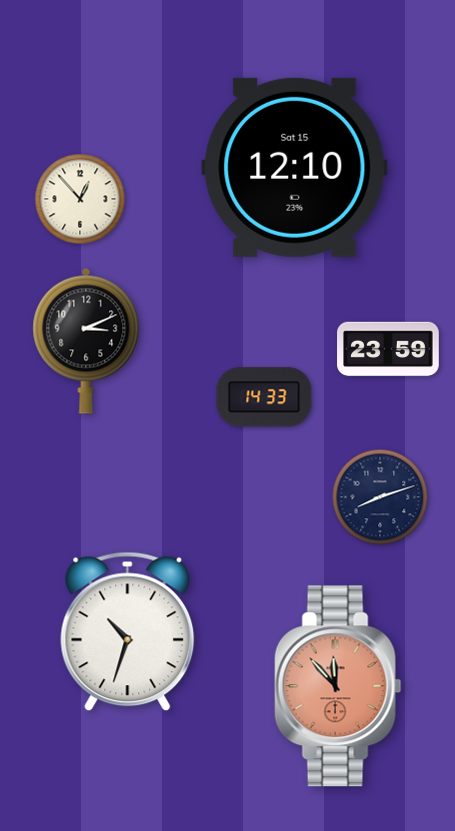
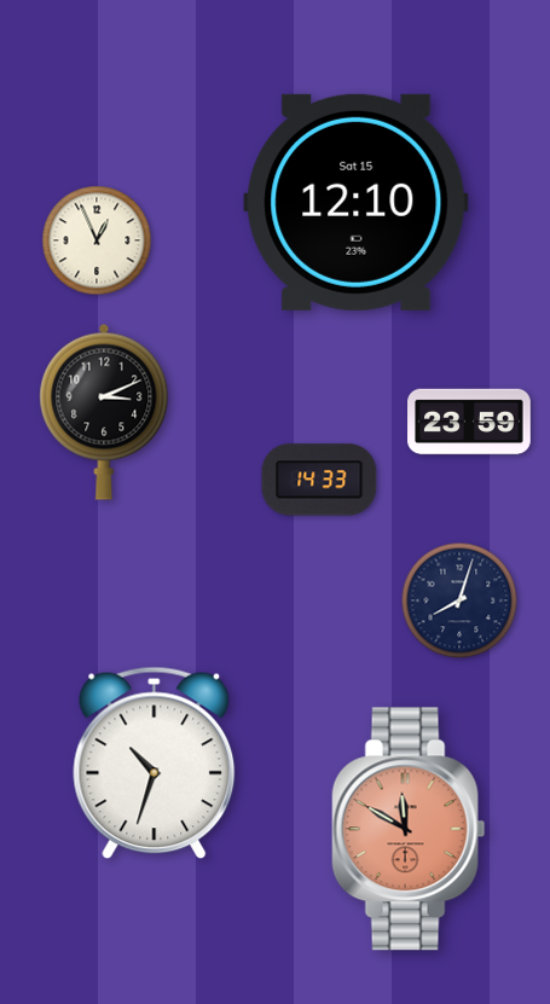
clock at (80, 199): 12:53 -> 12:56
clock at (380, 497): 8:12 -> 8:03
clock at (338, 686): 11:53 -> 11:50
